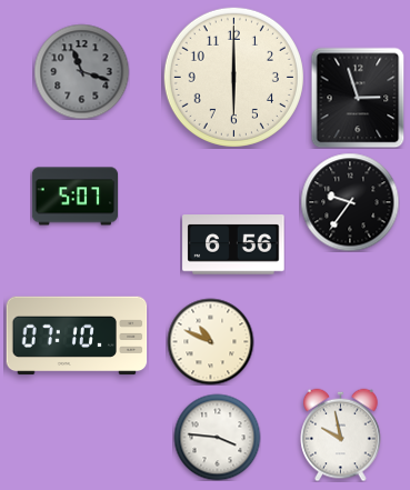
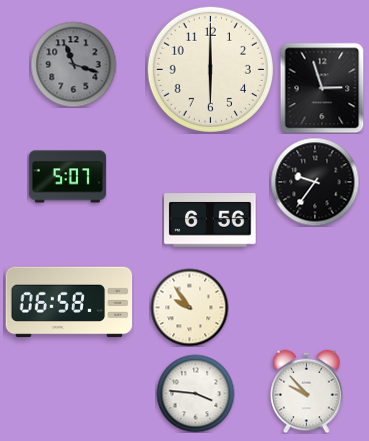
clock at (77, 336): 07:10 -> 06:58
clock at (210, 341): 10:49 -> 9:54
clock at (341, 434): 9:58 -> 9:53
